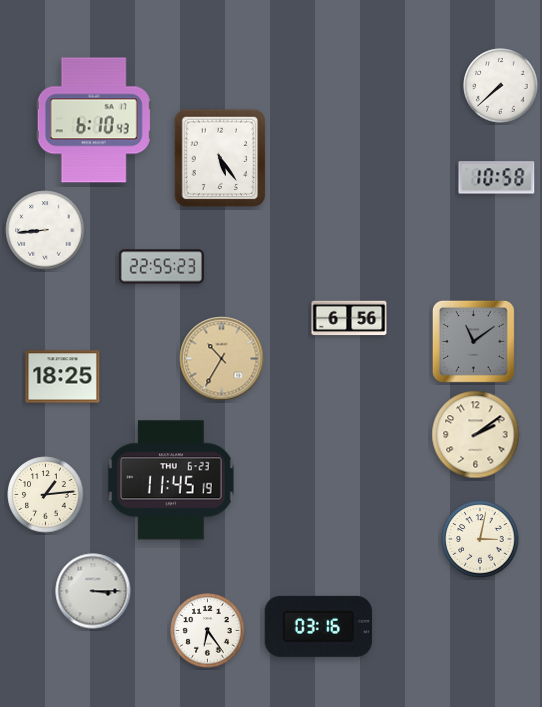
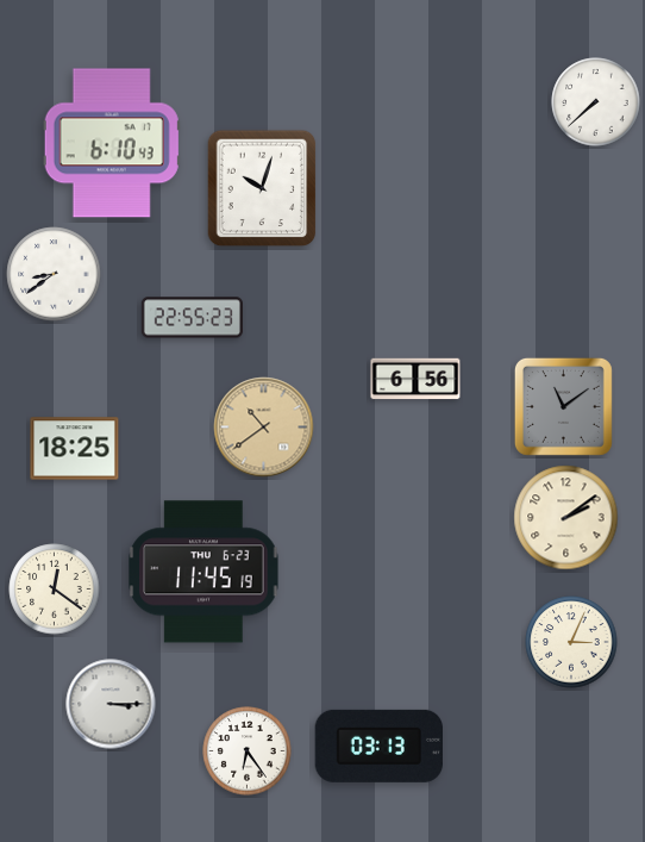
clock at (220, 158): 5:24 -> 10:03
clock at (497, 178): 10:58 -> none
clock at (45, 230): 8:44 -> 8:39
clock at (222, 359): 10:35 -> 10:39
clock at (46, 495): 1:14 -> 12:21
clock at (480, 539): 3:02 -> 3:04
clock at (318, 626): 03:16 -> 03:13
